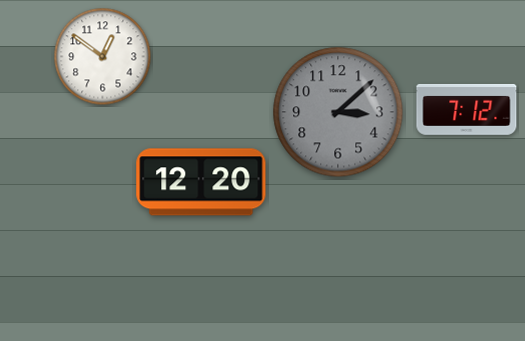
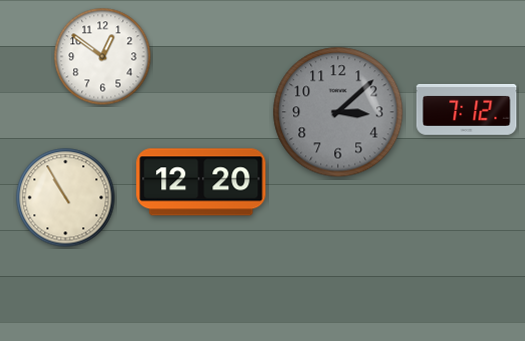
clock at (66, 198): none -> 10:55
